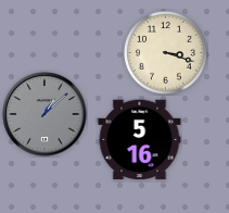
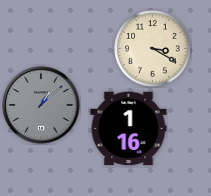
clock at (166, 53): 3:18 -> 3:20
clock at (140, 140): 5:16 -> 1:16
